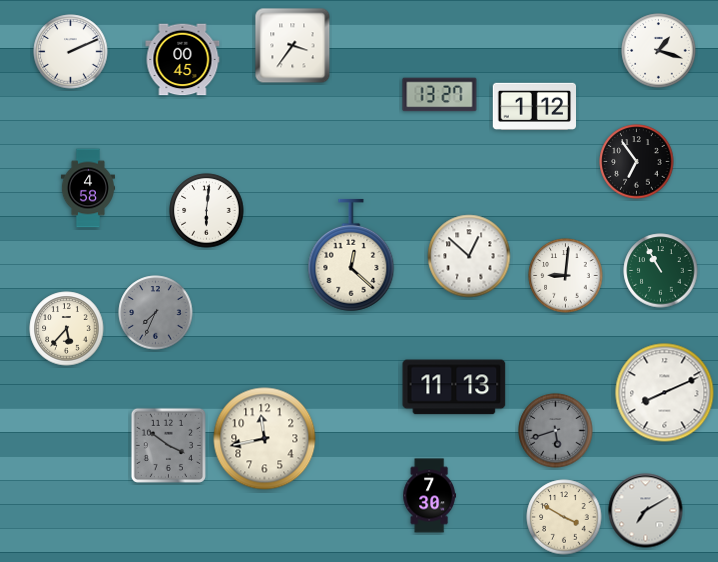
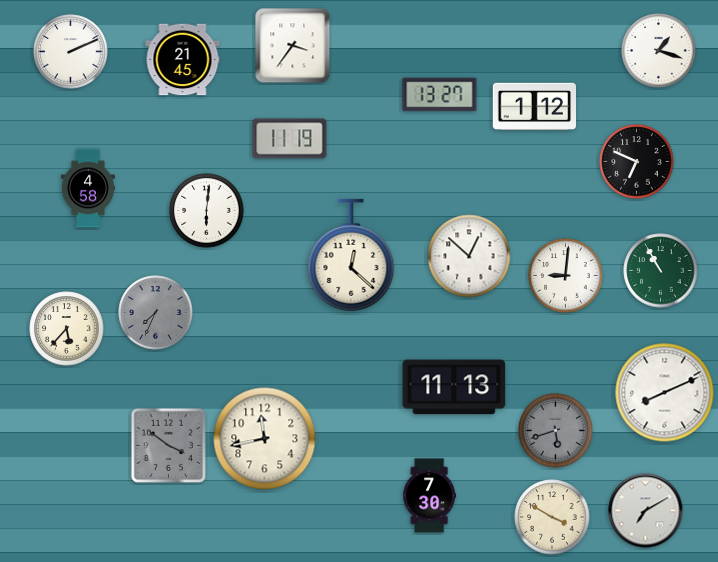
clock at (183, 60): 00:45 -> 21:45
clock at (290, 139): none -> 11:19
clock at (637, 162): 6:54 -> 6:49
clock at (564, 517) position: (564, 517) -> (552, 517)
